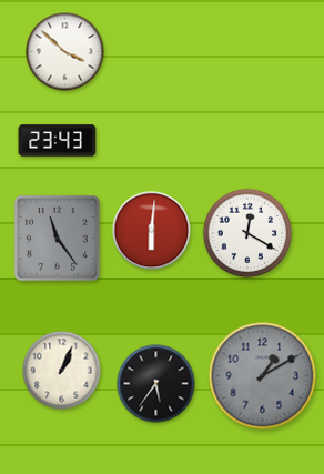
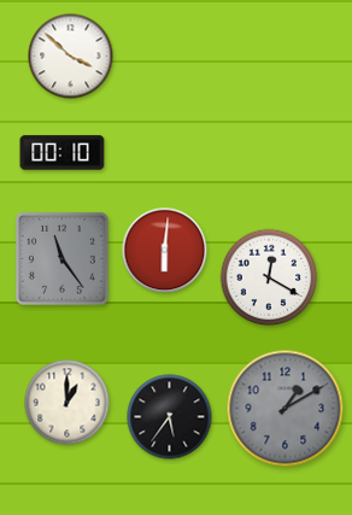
clock at (58, 141): 23:43 -> 00:10
clock at (247, 233) position: (247, 233) -> (269, 277)
clock at (62, 371): 1:04 -> 1:00
